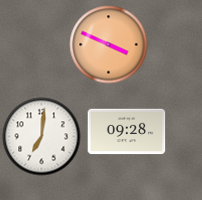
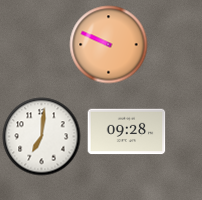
clock at (108, 44): 3:49 -> 9:49
